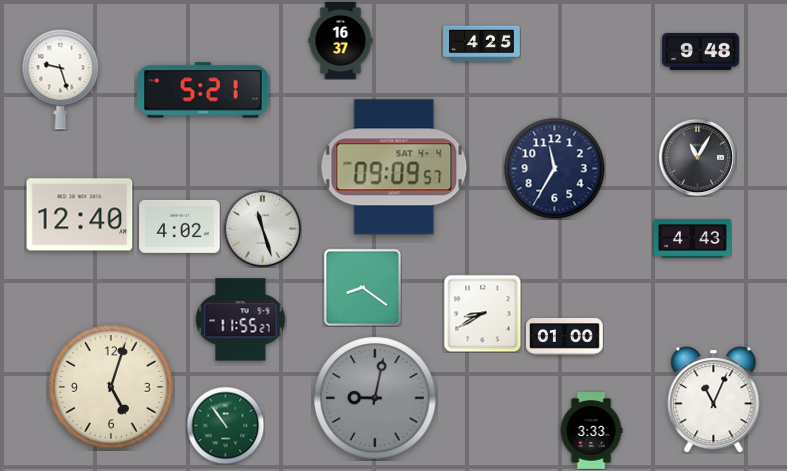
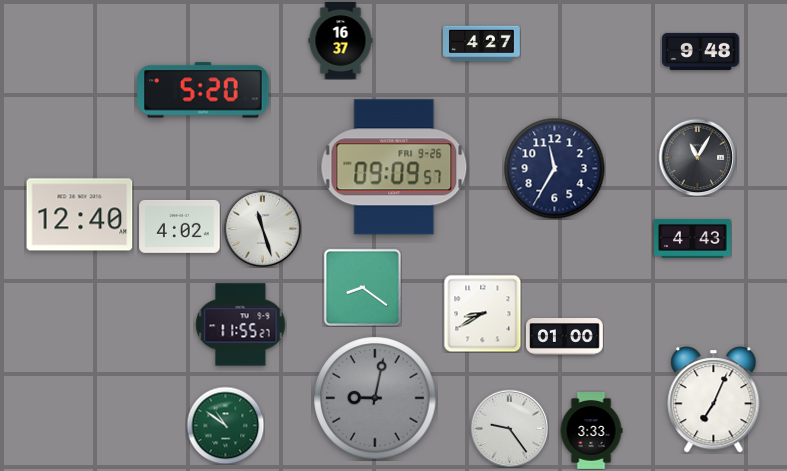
clock at (482, 44): 4:25 -> 4:27
clock at (61, 80): 9:27 -> none
clock at (203, 90): 5:21 -> 5:20
clock at (394, 167) date: SAT 4-4 -> FRI 9-26
clock at (241, 320) position: (241, 320) -> (241, 325)
clock at (111, 387): 5:03 -> none
clock at (714, 400): 11:04 -> 7:04
clock at (225, 425): 10:54 -> 10:51
clock at (509, 428): none -> 9:24
